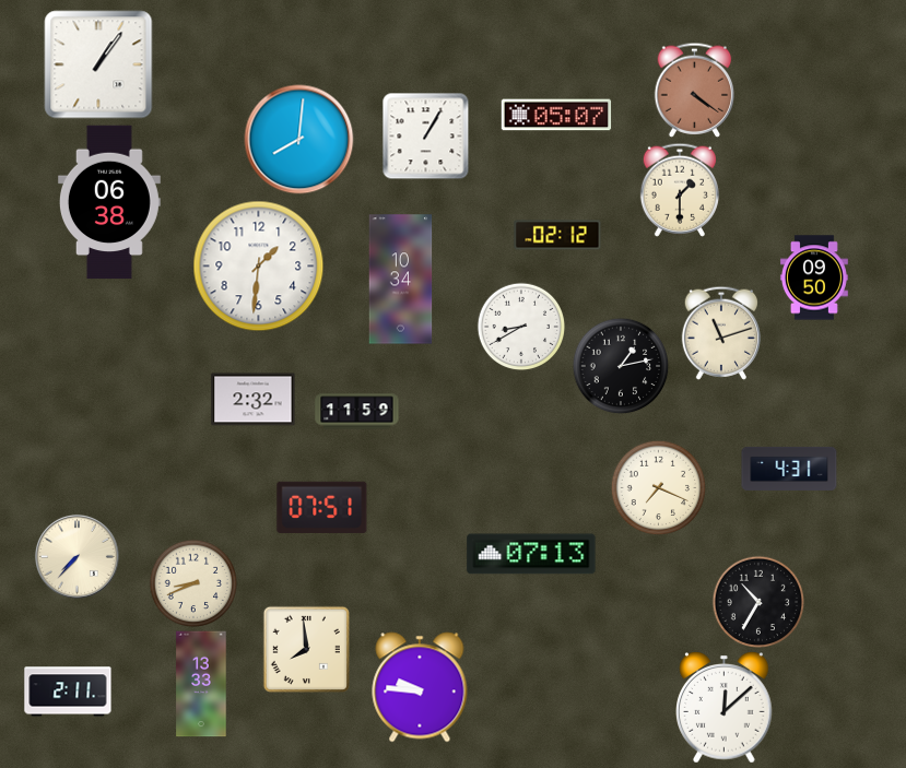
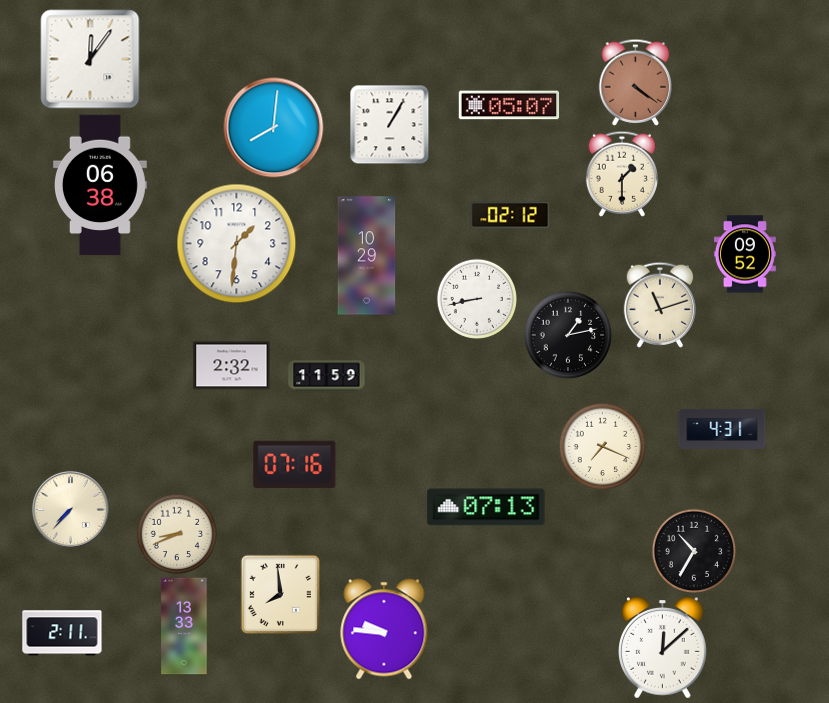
clock at (98, 64): 1:06 -> 12:06
clock at (814, 277): 09:50 -> 09:52
clock at (401, 280): 10:34 -> 10:29
clock at (520, 326): 8:40 -> 8:43
clock at (322, 507): 07:51 -> 07:16
